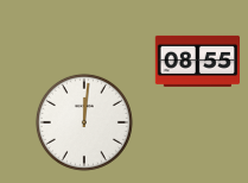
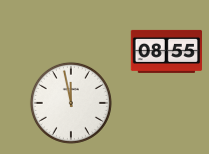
clock at (84, 122): 12:01 -> 11:58
